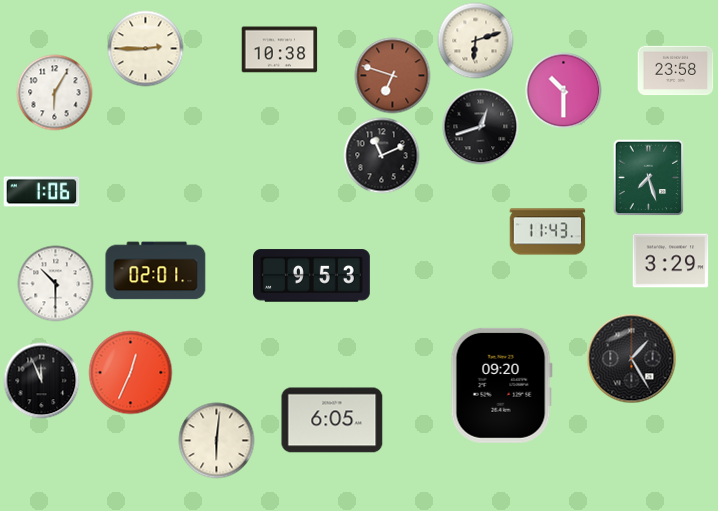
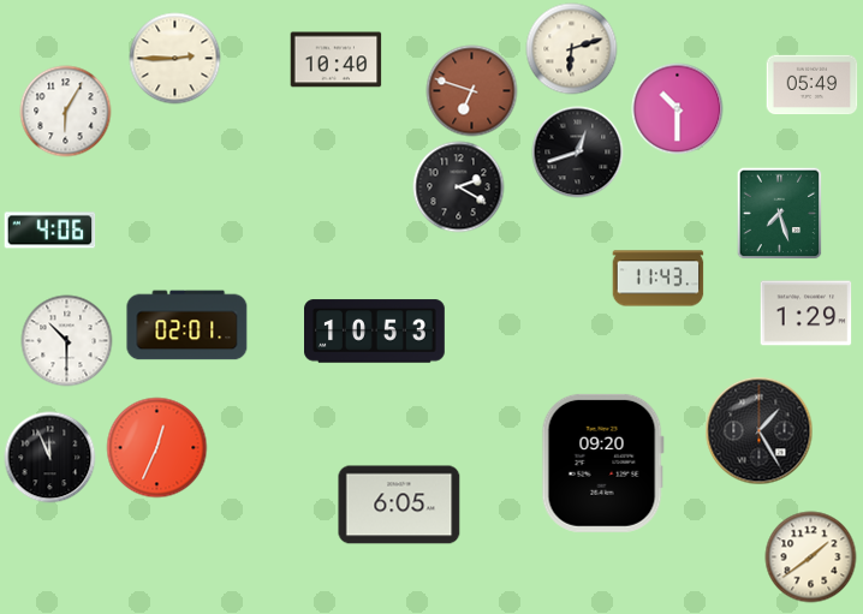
clock at (280, 50): 10:38 -> 10:40
clock at (676, 71): 23:58 -> 05:49
clock at (382, 156): 11:11 -> 2:20
clock at (42, 192): 1:06 -> 4:06
clock at (671, 261): 3:29 -> 1:29
clock at (312, 276): 9:53 -> 10:53
clock at (217, 441): 6:01 -> none
clock at (811, 558): none -> 1:39
